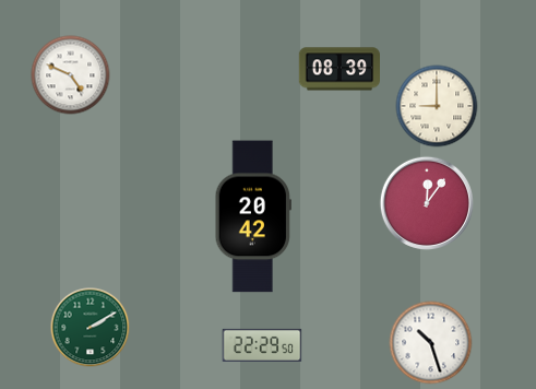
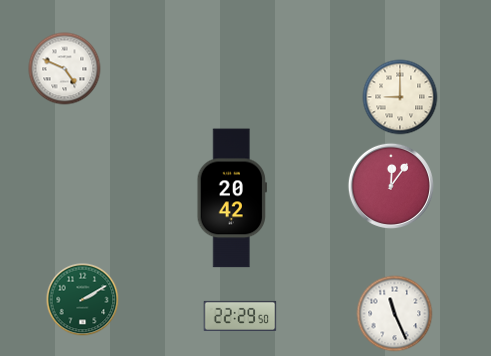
clock at (340, 69): 08:39 -> none
clock at (431, 343): 10:27 -> 11:26
